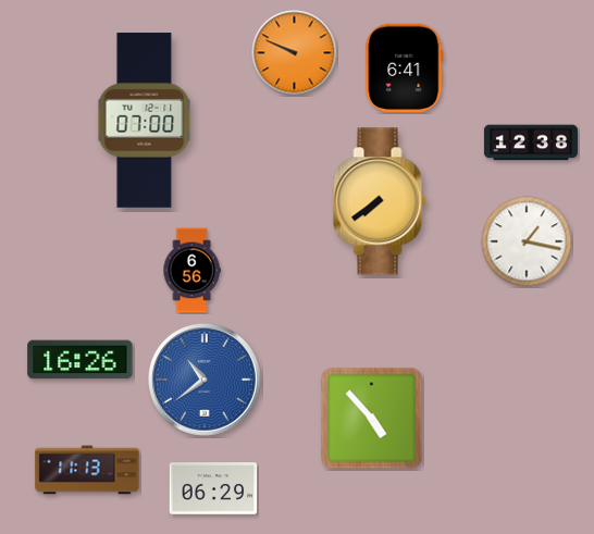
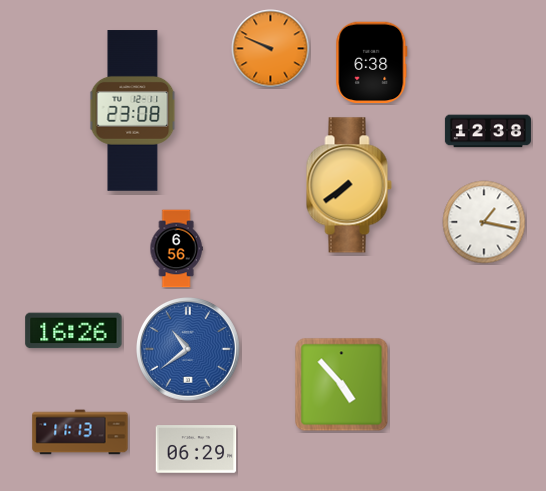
clock at (405, 69): 6:41 -> 6:38
clock at (145, 121): 07:00 -> 23:08
